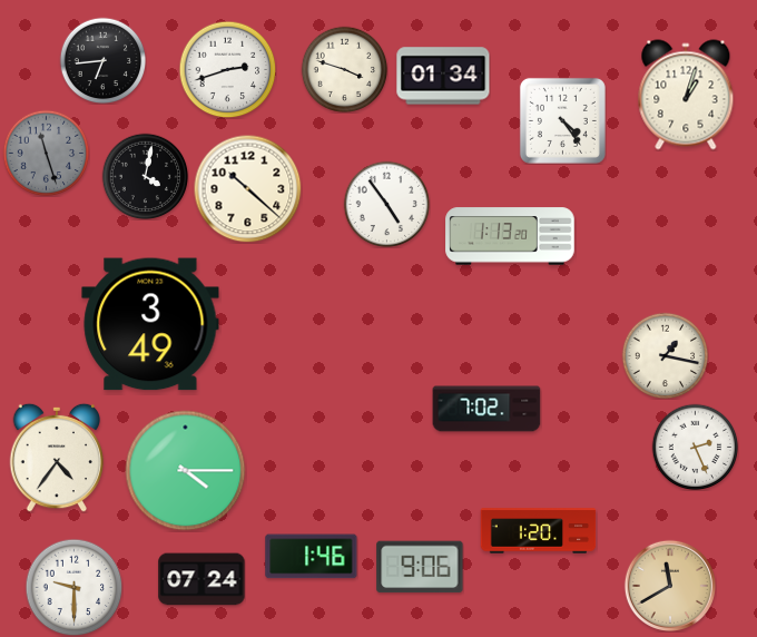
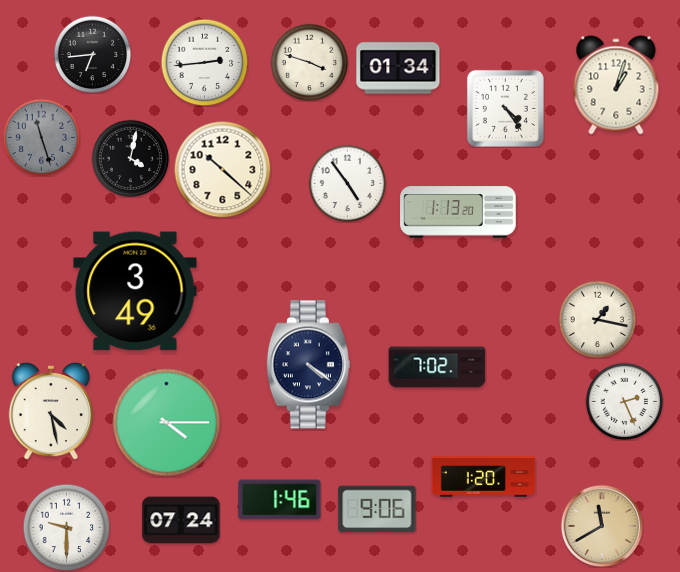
clock at (227, 69): 2:42 -> 2:44
clock at (308, 365): none -> 4:21
clock at (57, 458): 4:36 -> 4:28
